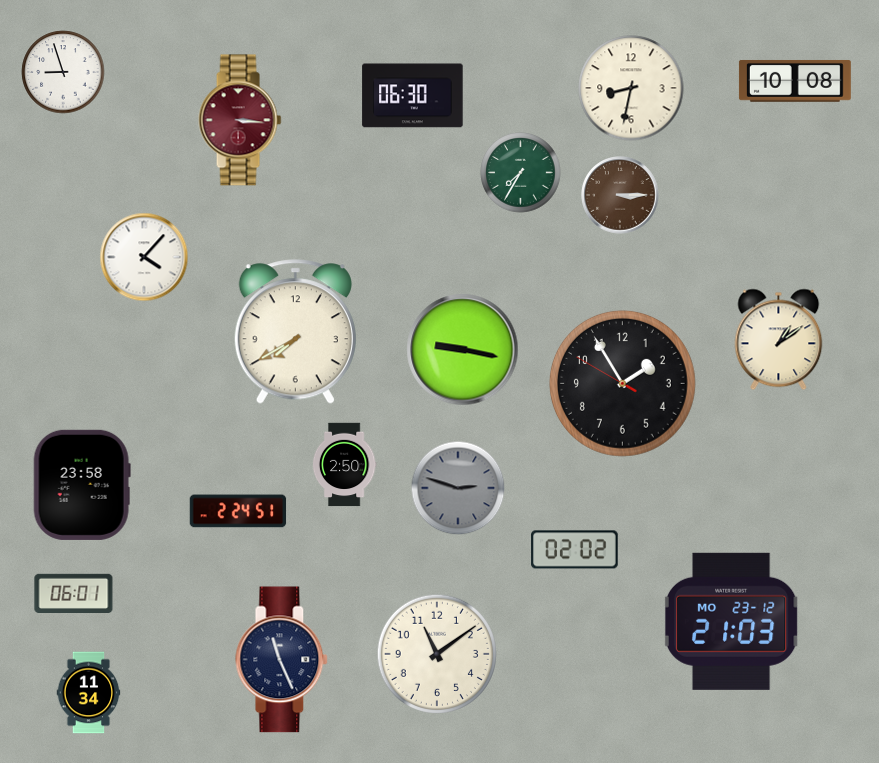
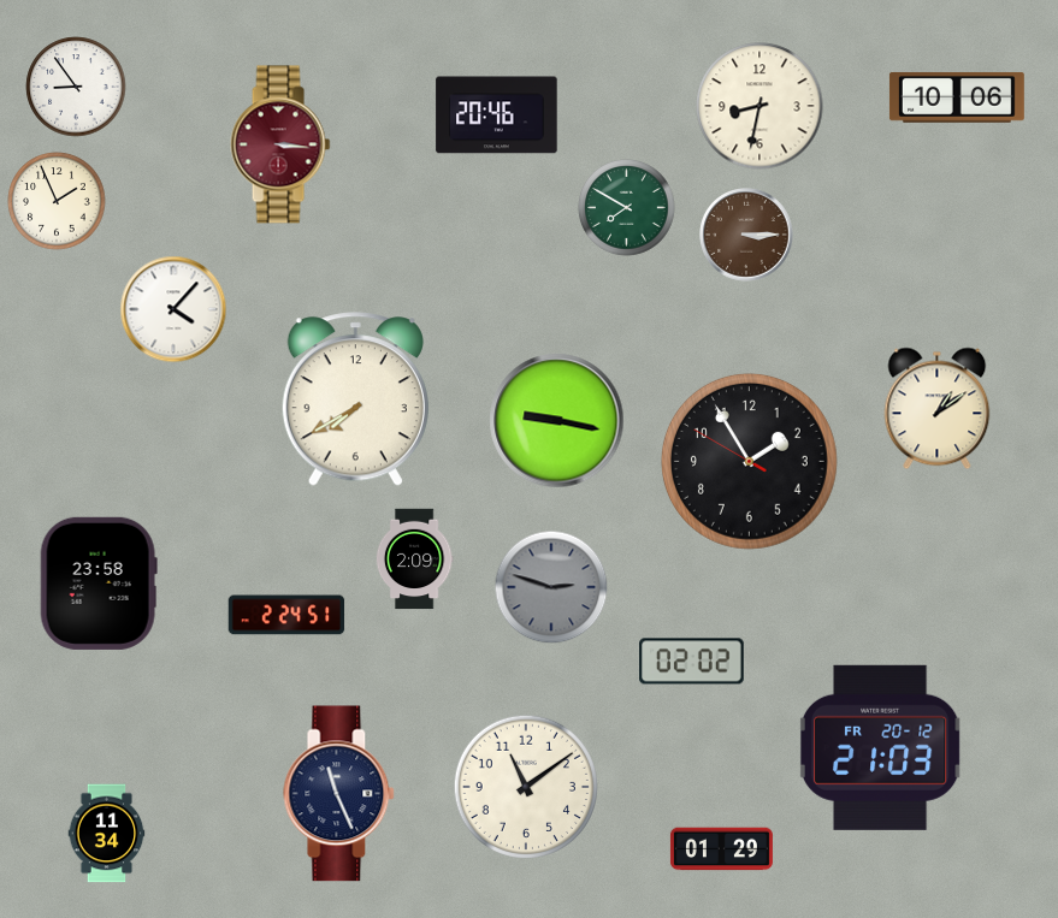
clock at (63, 72): 8:57 -> 8:54
clock at (795, 81): 10:08 -> 10:06
clock at (413, 96): 06:30 -> 20:46
clock at (240, 120) position: (240, 120) -> (280, 144)
clock at (57, 201): none -> 1:56
clock at (521, 173): 7:35 -> 7:50
clock at (344, 465): 2:50 -> 2:09
clock at (74, 594): 06:01 -> none
clock at (732, 621) date: MO 23-12 -> FR 20-12
clock at (721, 849): none -> 01:29
